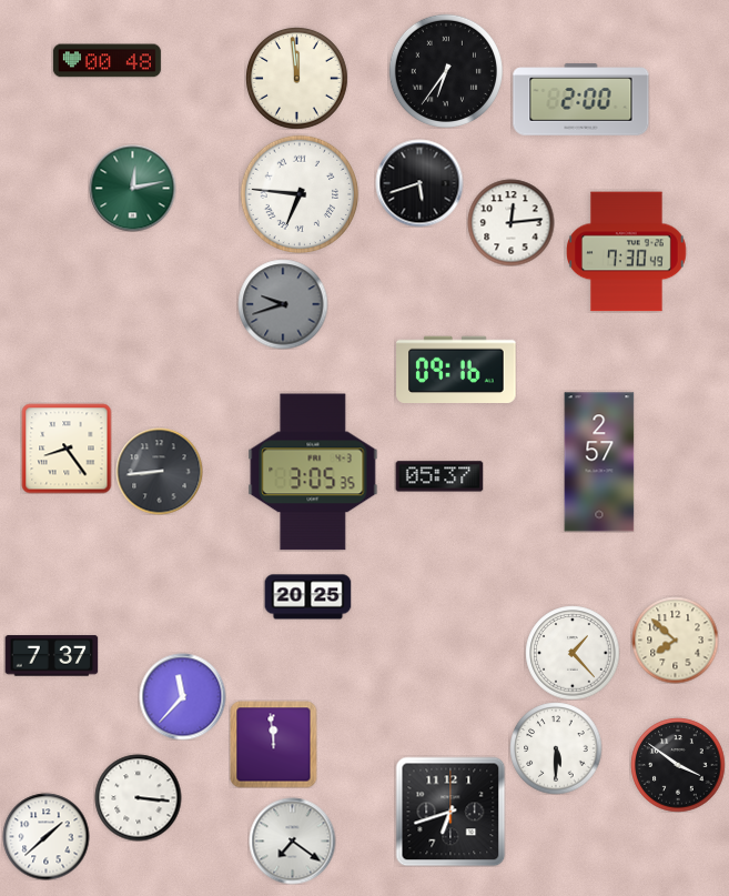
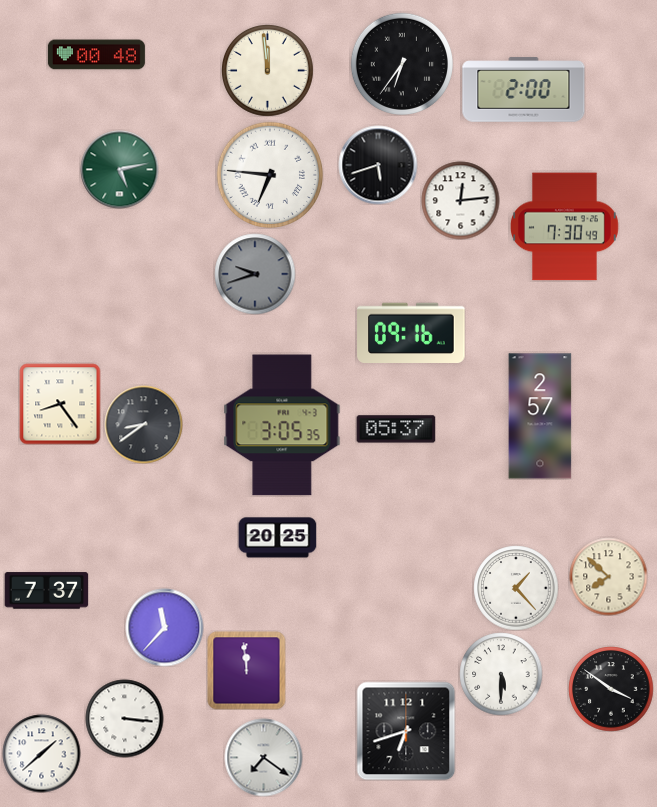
clock at (132, 188): 12:13 -> 5:13
clock at (159, 471): 8:44 -> 8:39
